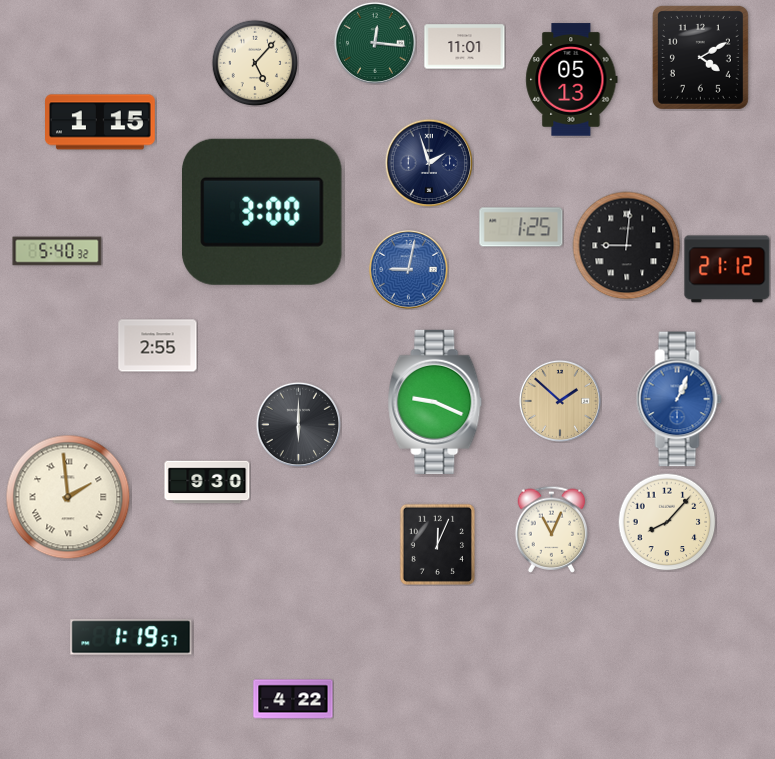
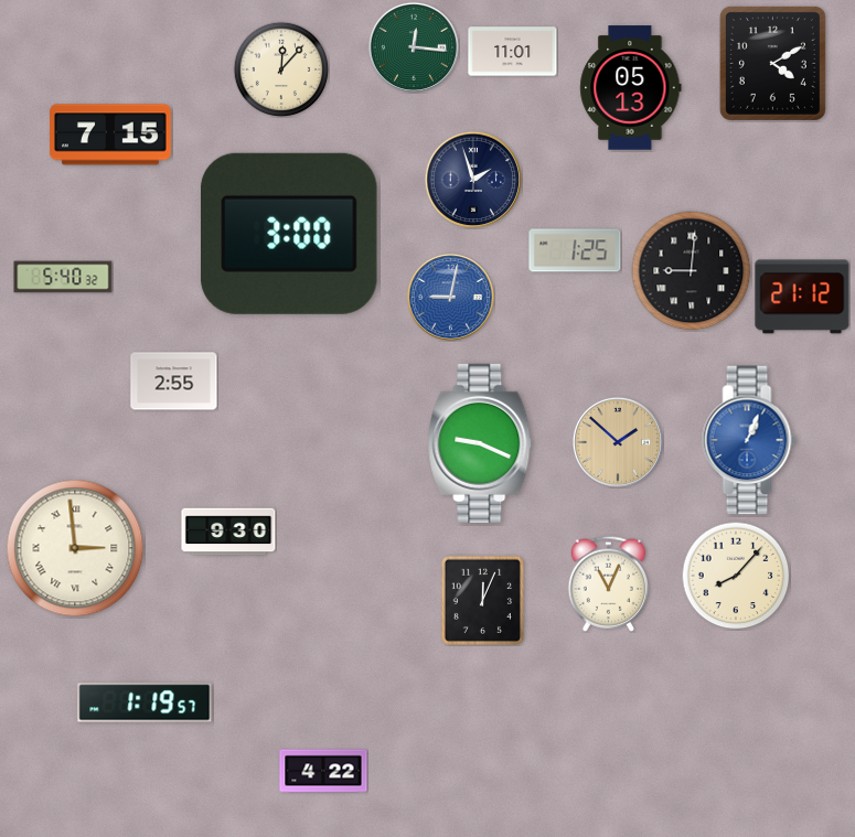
clock at (255, 63): 5:07 -> 12:07
clock at (101, 122): 1:15 -> 7:15
clock at (298, 424): 6:00 -> none
clock at (68, 497): 1:59 -> 2:59
